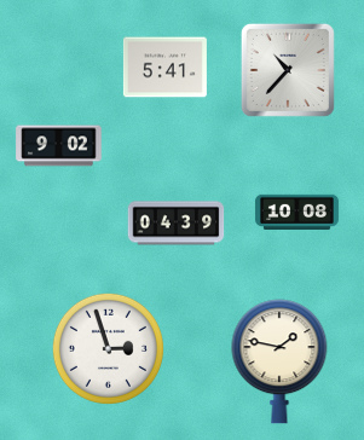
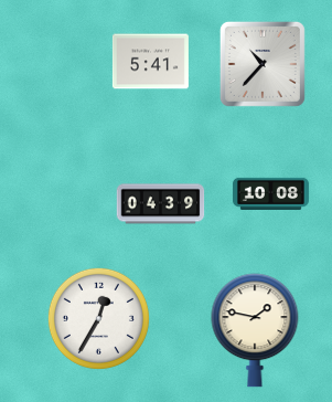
clock at (59, 146): 9:02 -> none
clock at (108, 348): 2:57 -> 12:35
